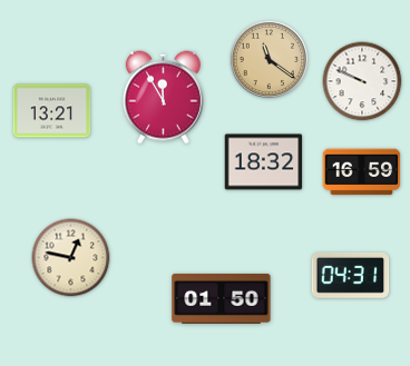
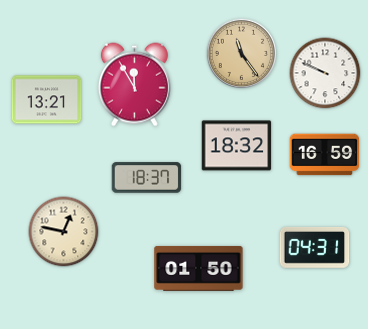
clock at (270, 60): 11:21 -> 11:24
clock at (163, 98) position: (163, 98) -> (134, 85)
clock at (147, 178): none -> 18:37
